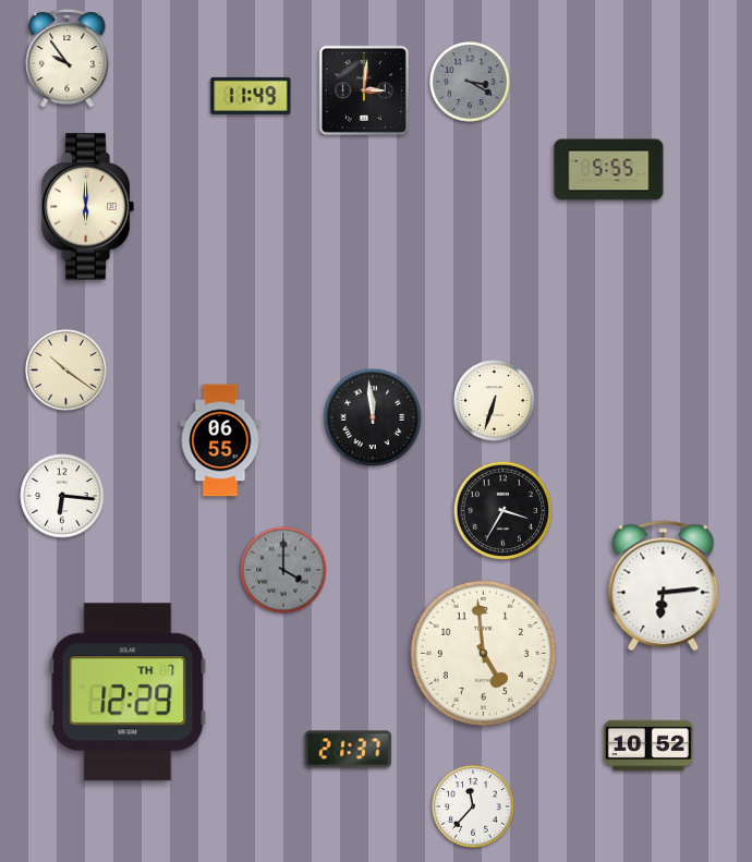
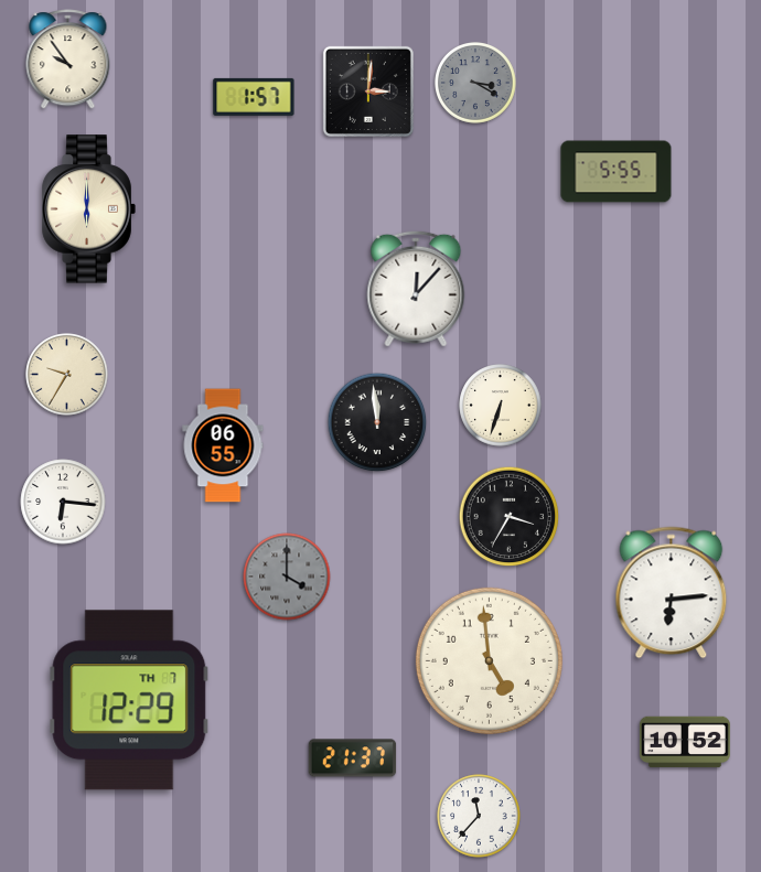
clock at (251, 96): 11:49 -> 1:57
clock at (416, 289): none -> 12:07
clock at (66, 371): 10:21 -> 9:35
clock at (648, 745) position: (648, 745) -> (685, 742)
